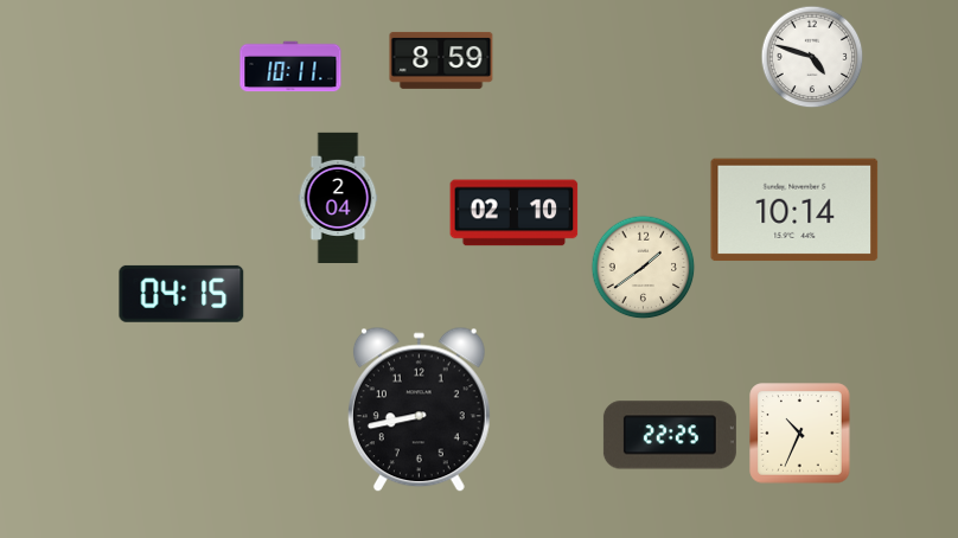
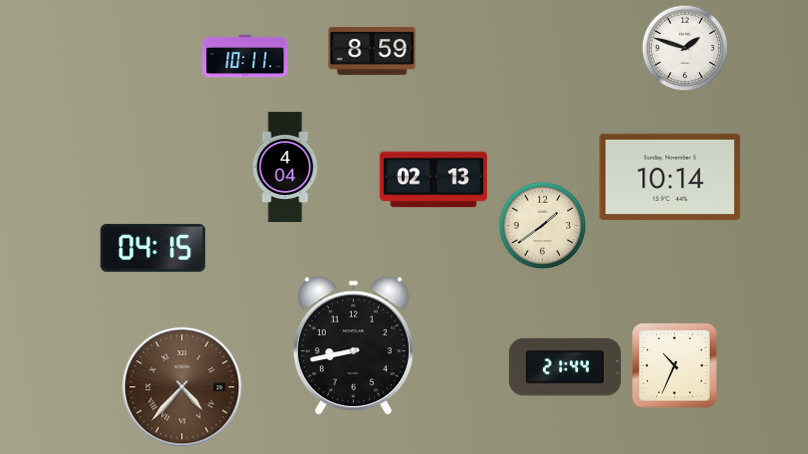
clock at (812, 57): 4:48 -> 1:48
clock at (338, 197): 2:04 -> 4:04
clock at (515, 213): 02:10 -> 02:13
clock at (670, 435): 22:25 -> 21:44
clock at (182, 387): none -> 4:37
